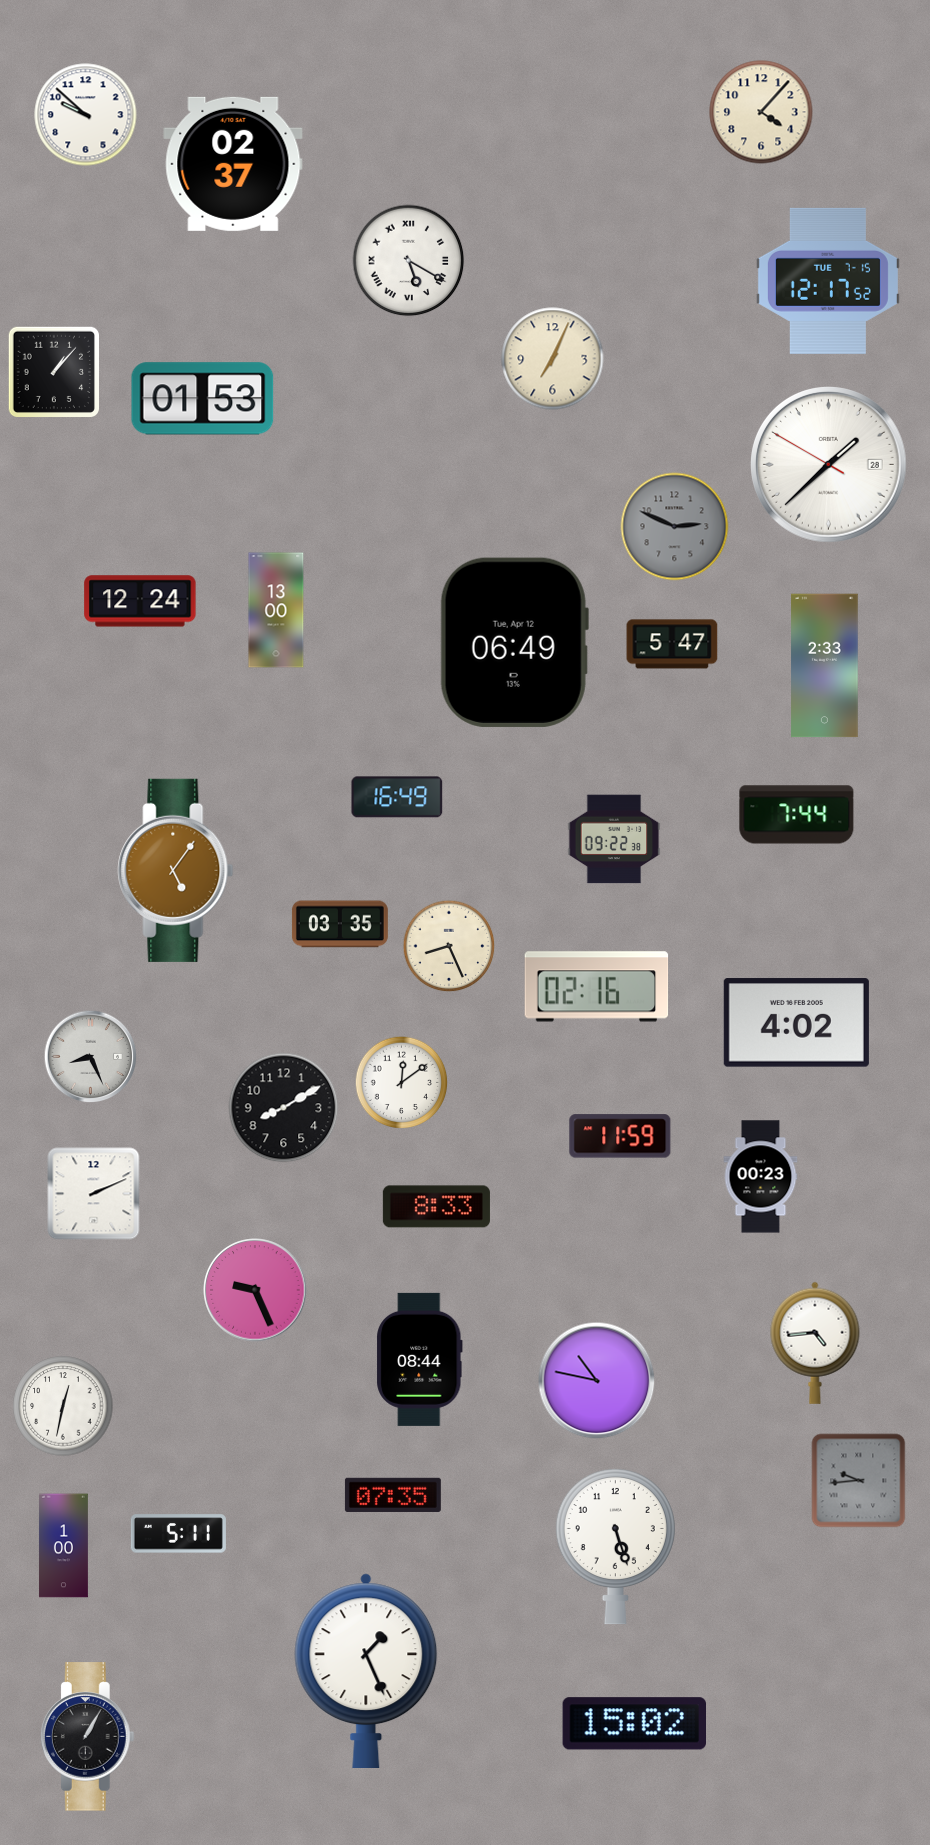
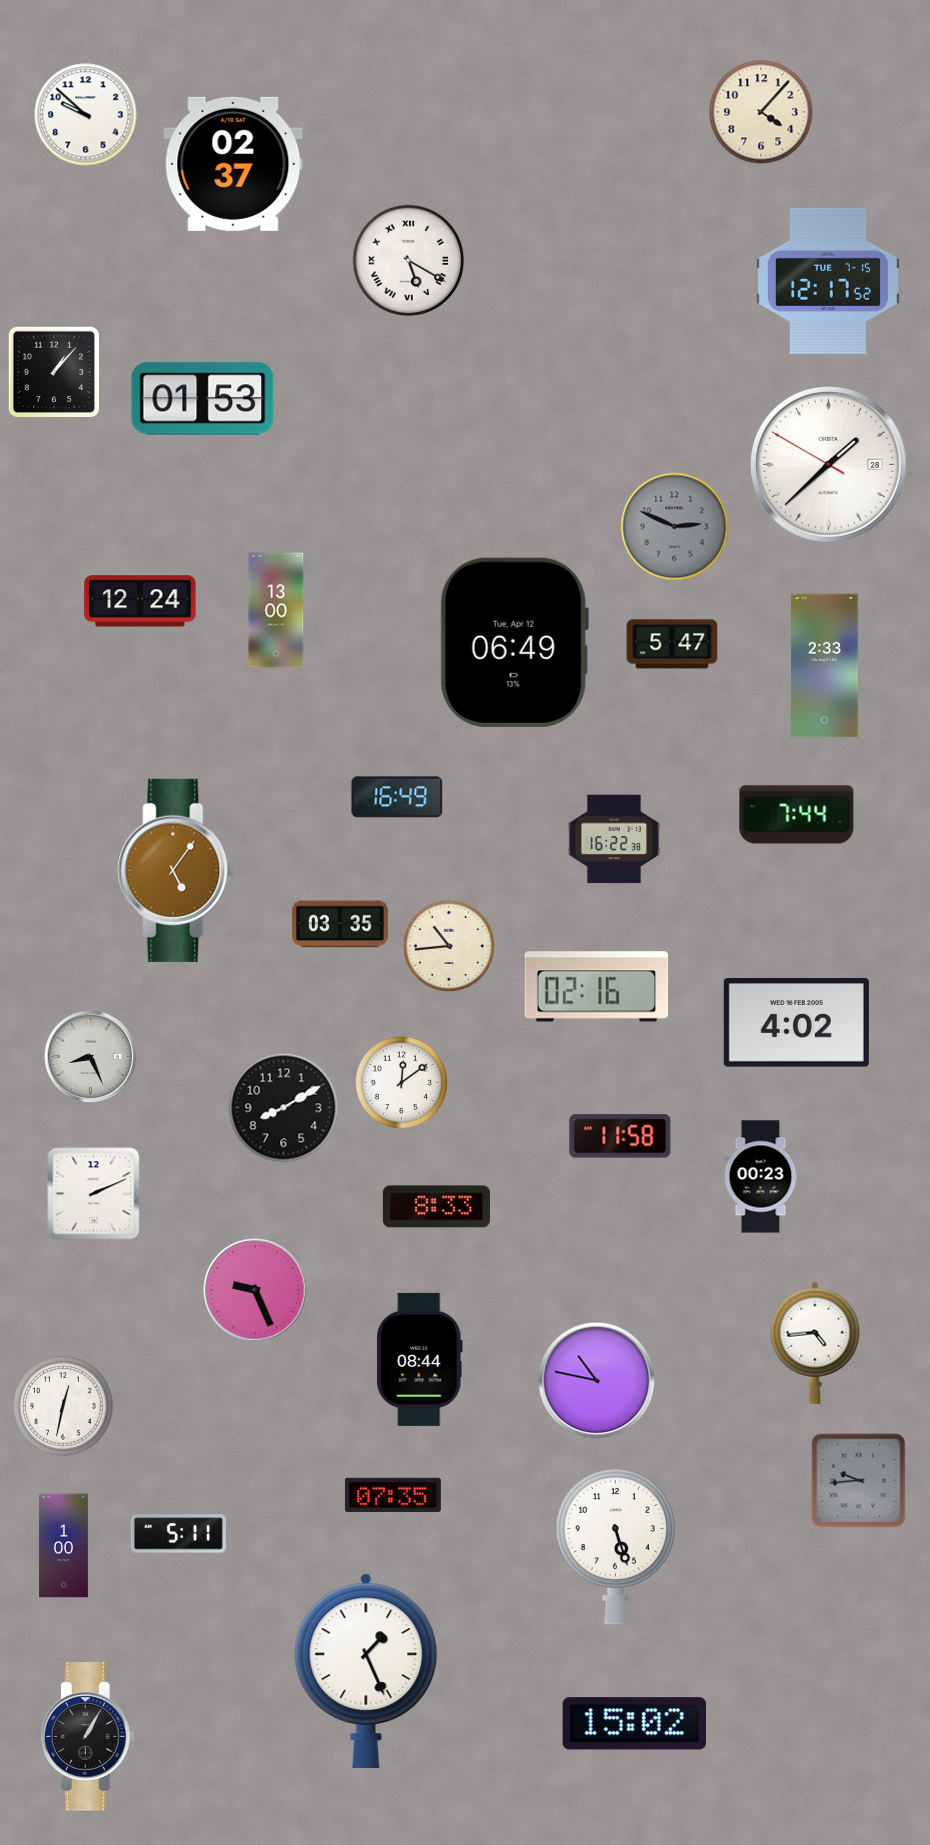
clock at (553, 359): 7:04 -> none
clock at (614, 839): 09:22 -> 16:22
clock at (449, 946): 8:26 -> 10:44
clock at (620, 1136): 11:59 -> 11:58
